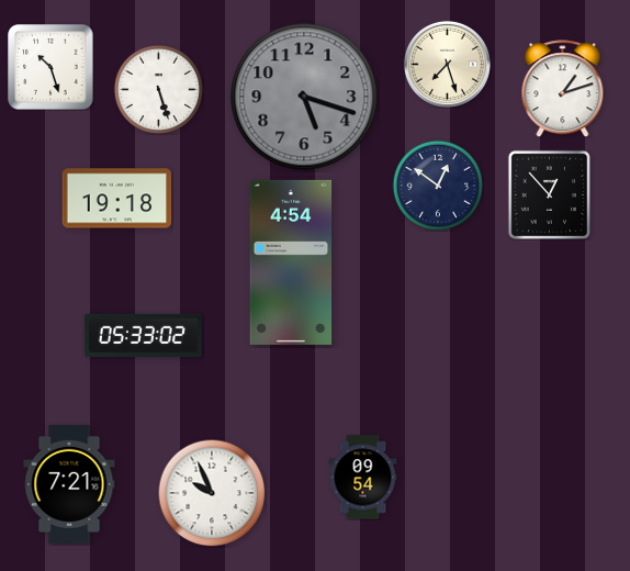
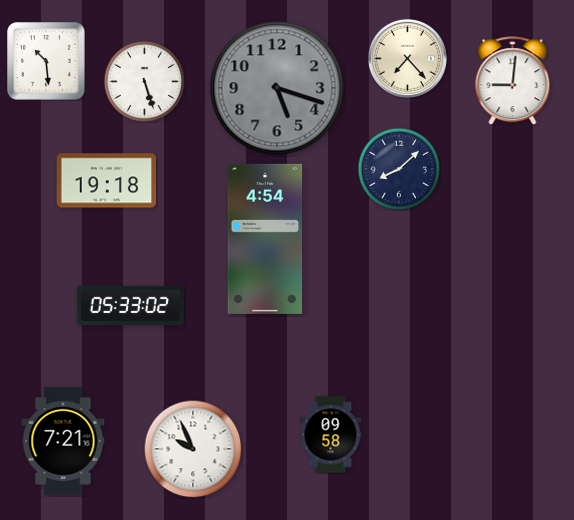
clock at (447, 64): 7:27 -> 7:23
clock at (50, 67): 10:27 -> 10:29
clock at (563, 89): 1:12 -> 9:01
clock at (438, 186): 12:51 -> 8:08
clock at (549, 194): 12:53 -> none
clock at (363, 478): 09:54 -> 09:58
